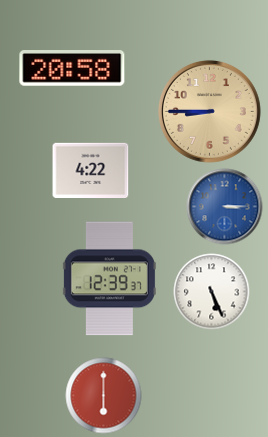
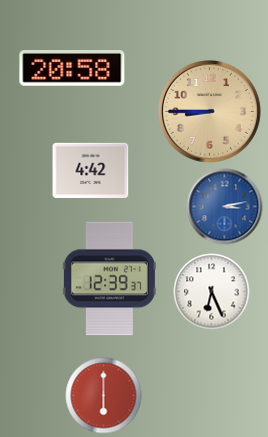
clock at (91, 170): 4:22 -> 4:42
clock at (225, 207): 3:15 -> 3:13
clock at (212, 292): 5:26 -> 6:26
